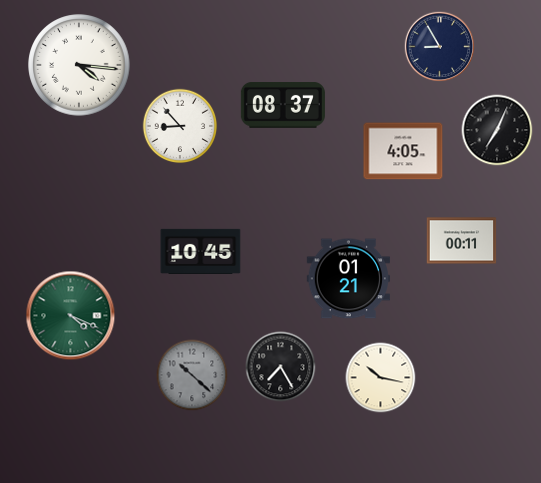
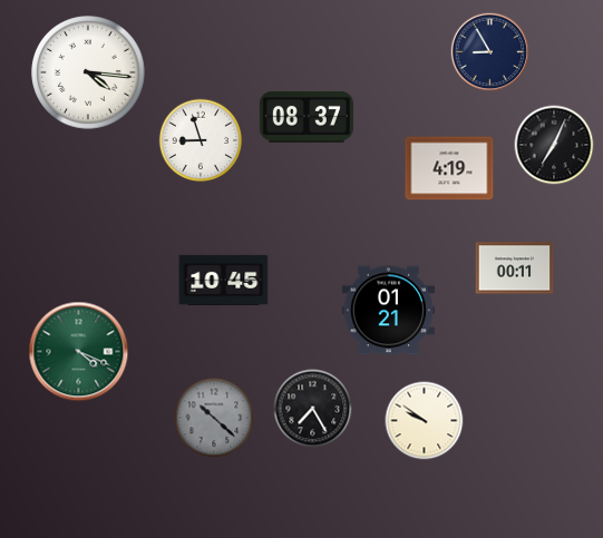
clock at (283, 106) position: (283, 106) -> (307, 118)
clock at (180, 126): 8:53 -> 8:57
clock at (403, 151): 4:05 -> 4:19
clock at (381, 378): 10:17 -> 9:51
